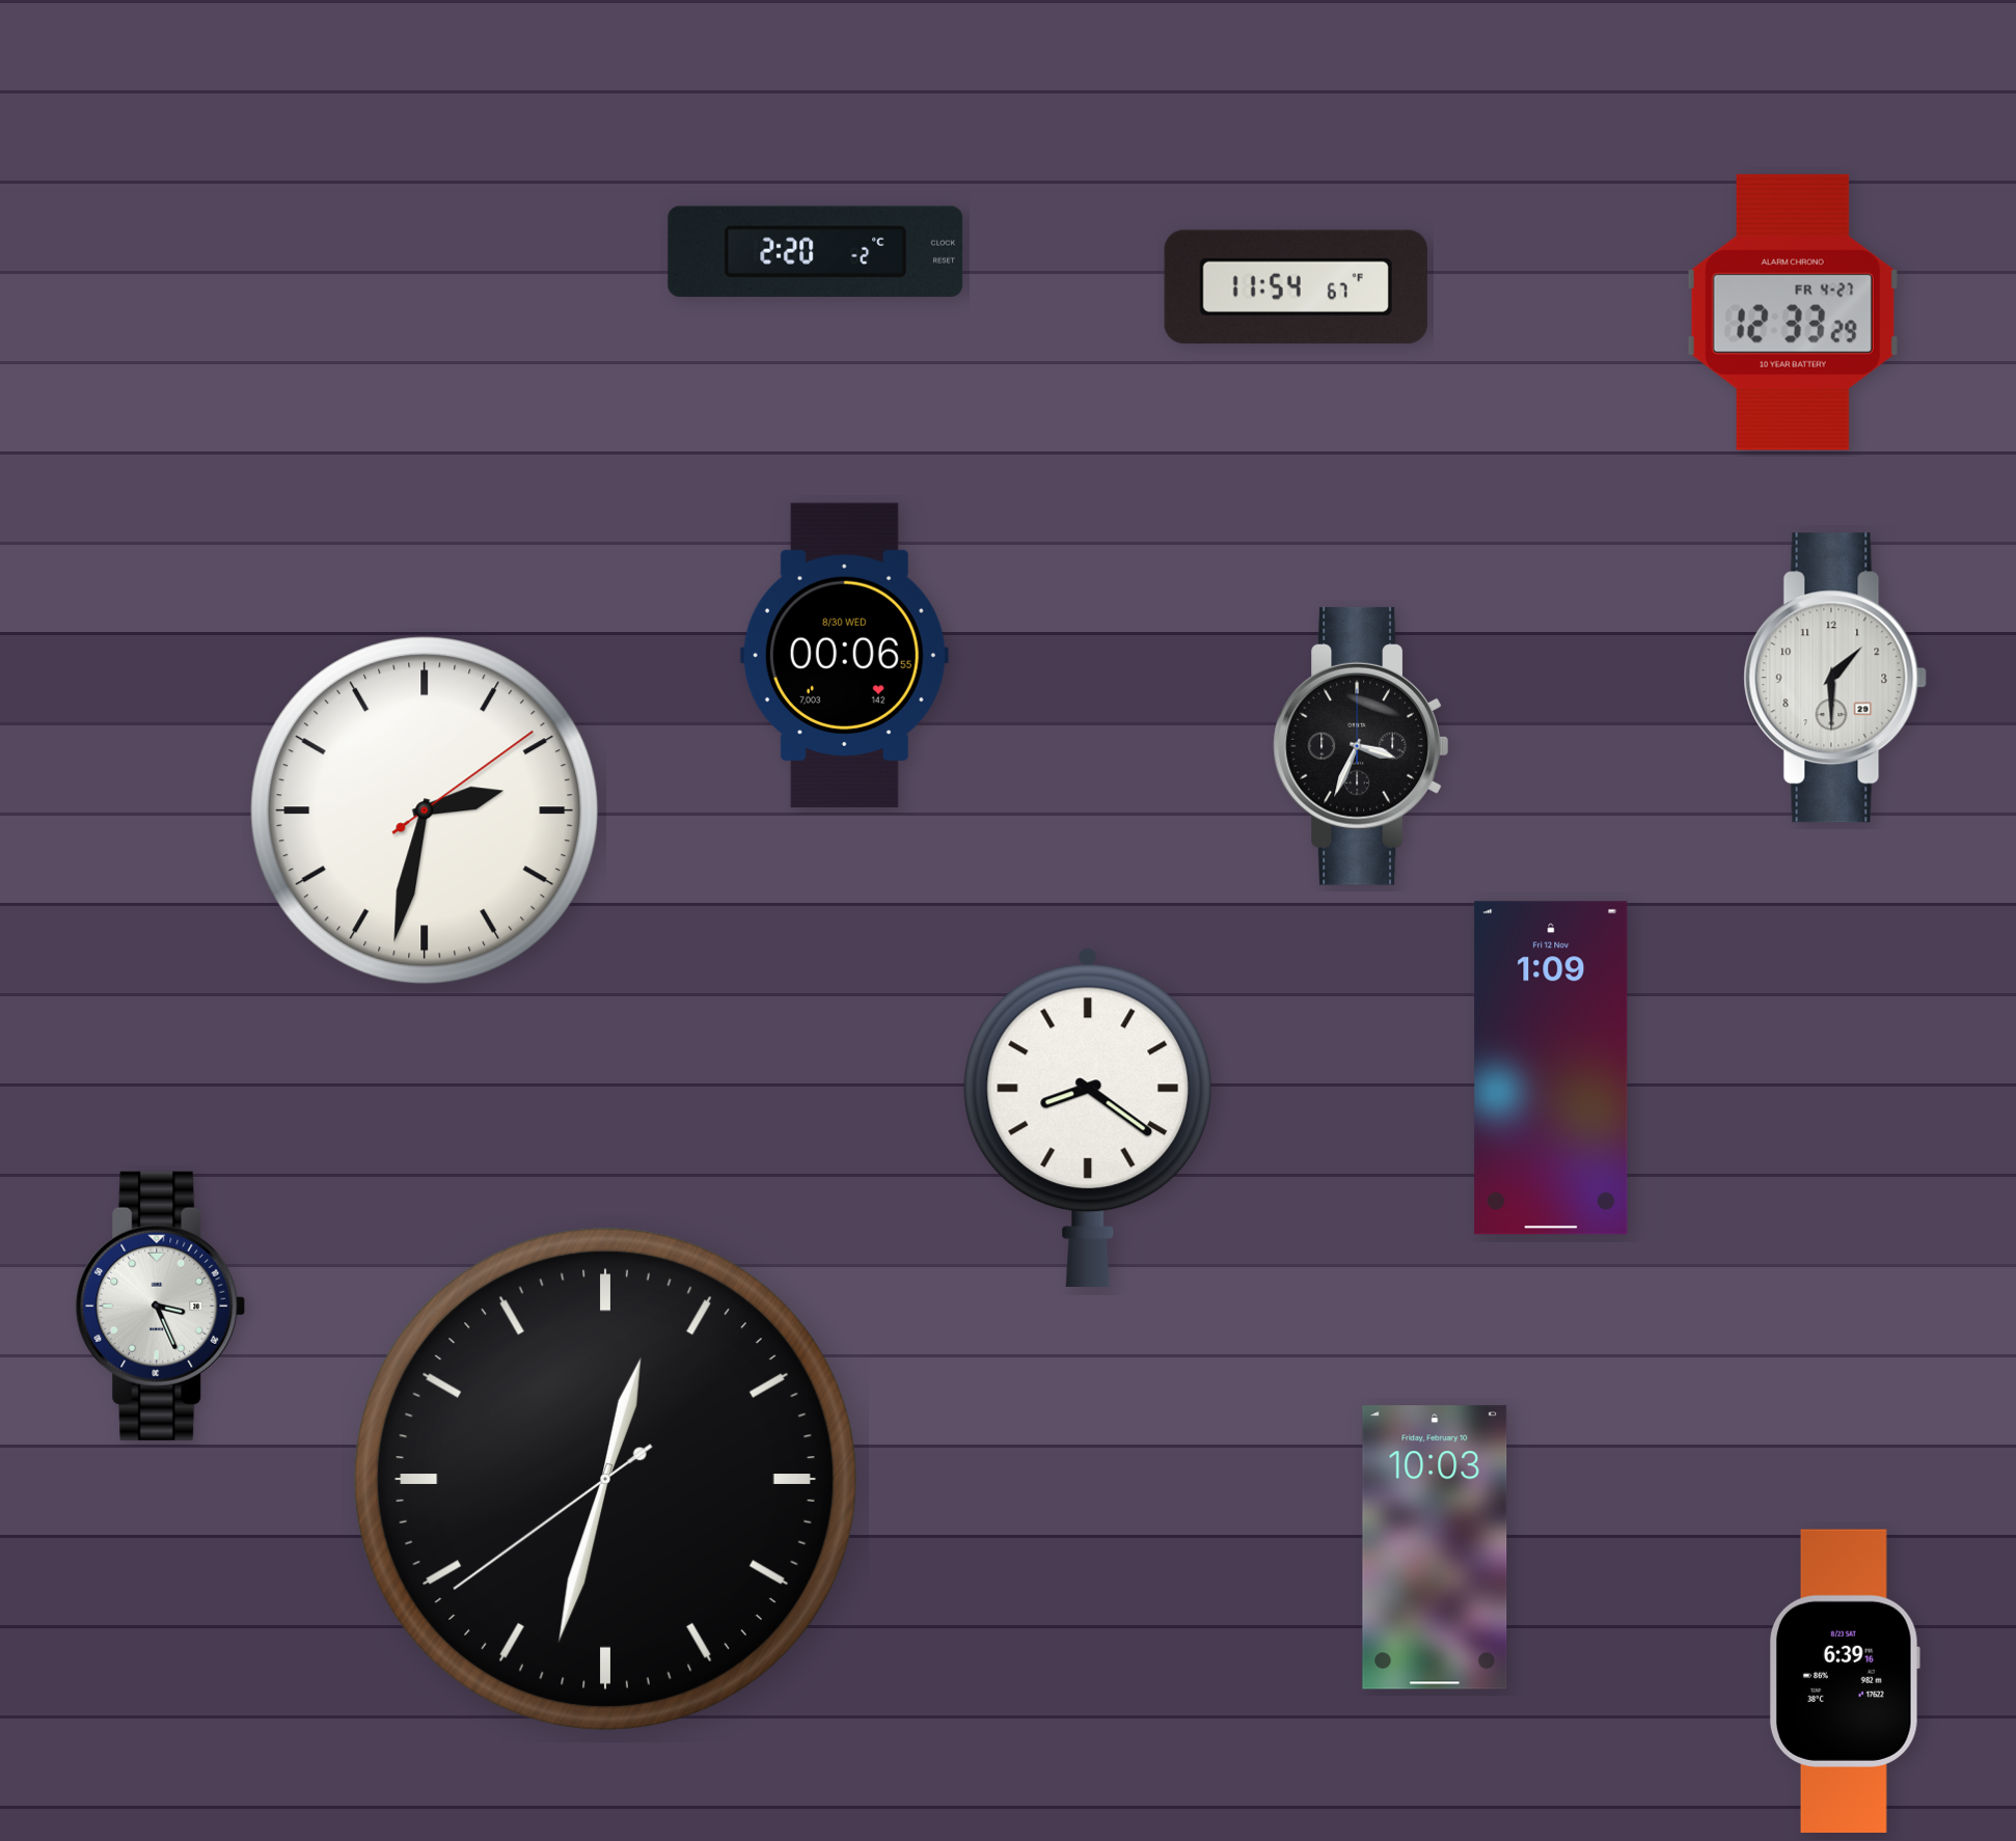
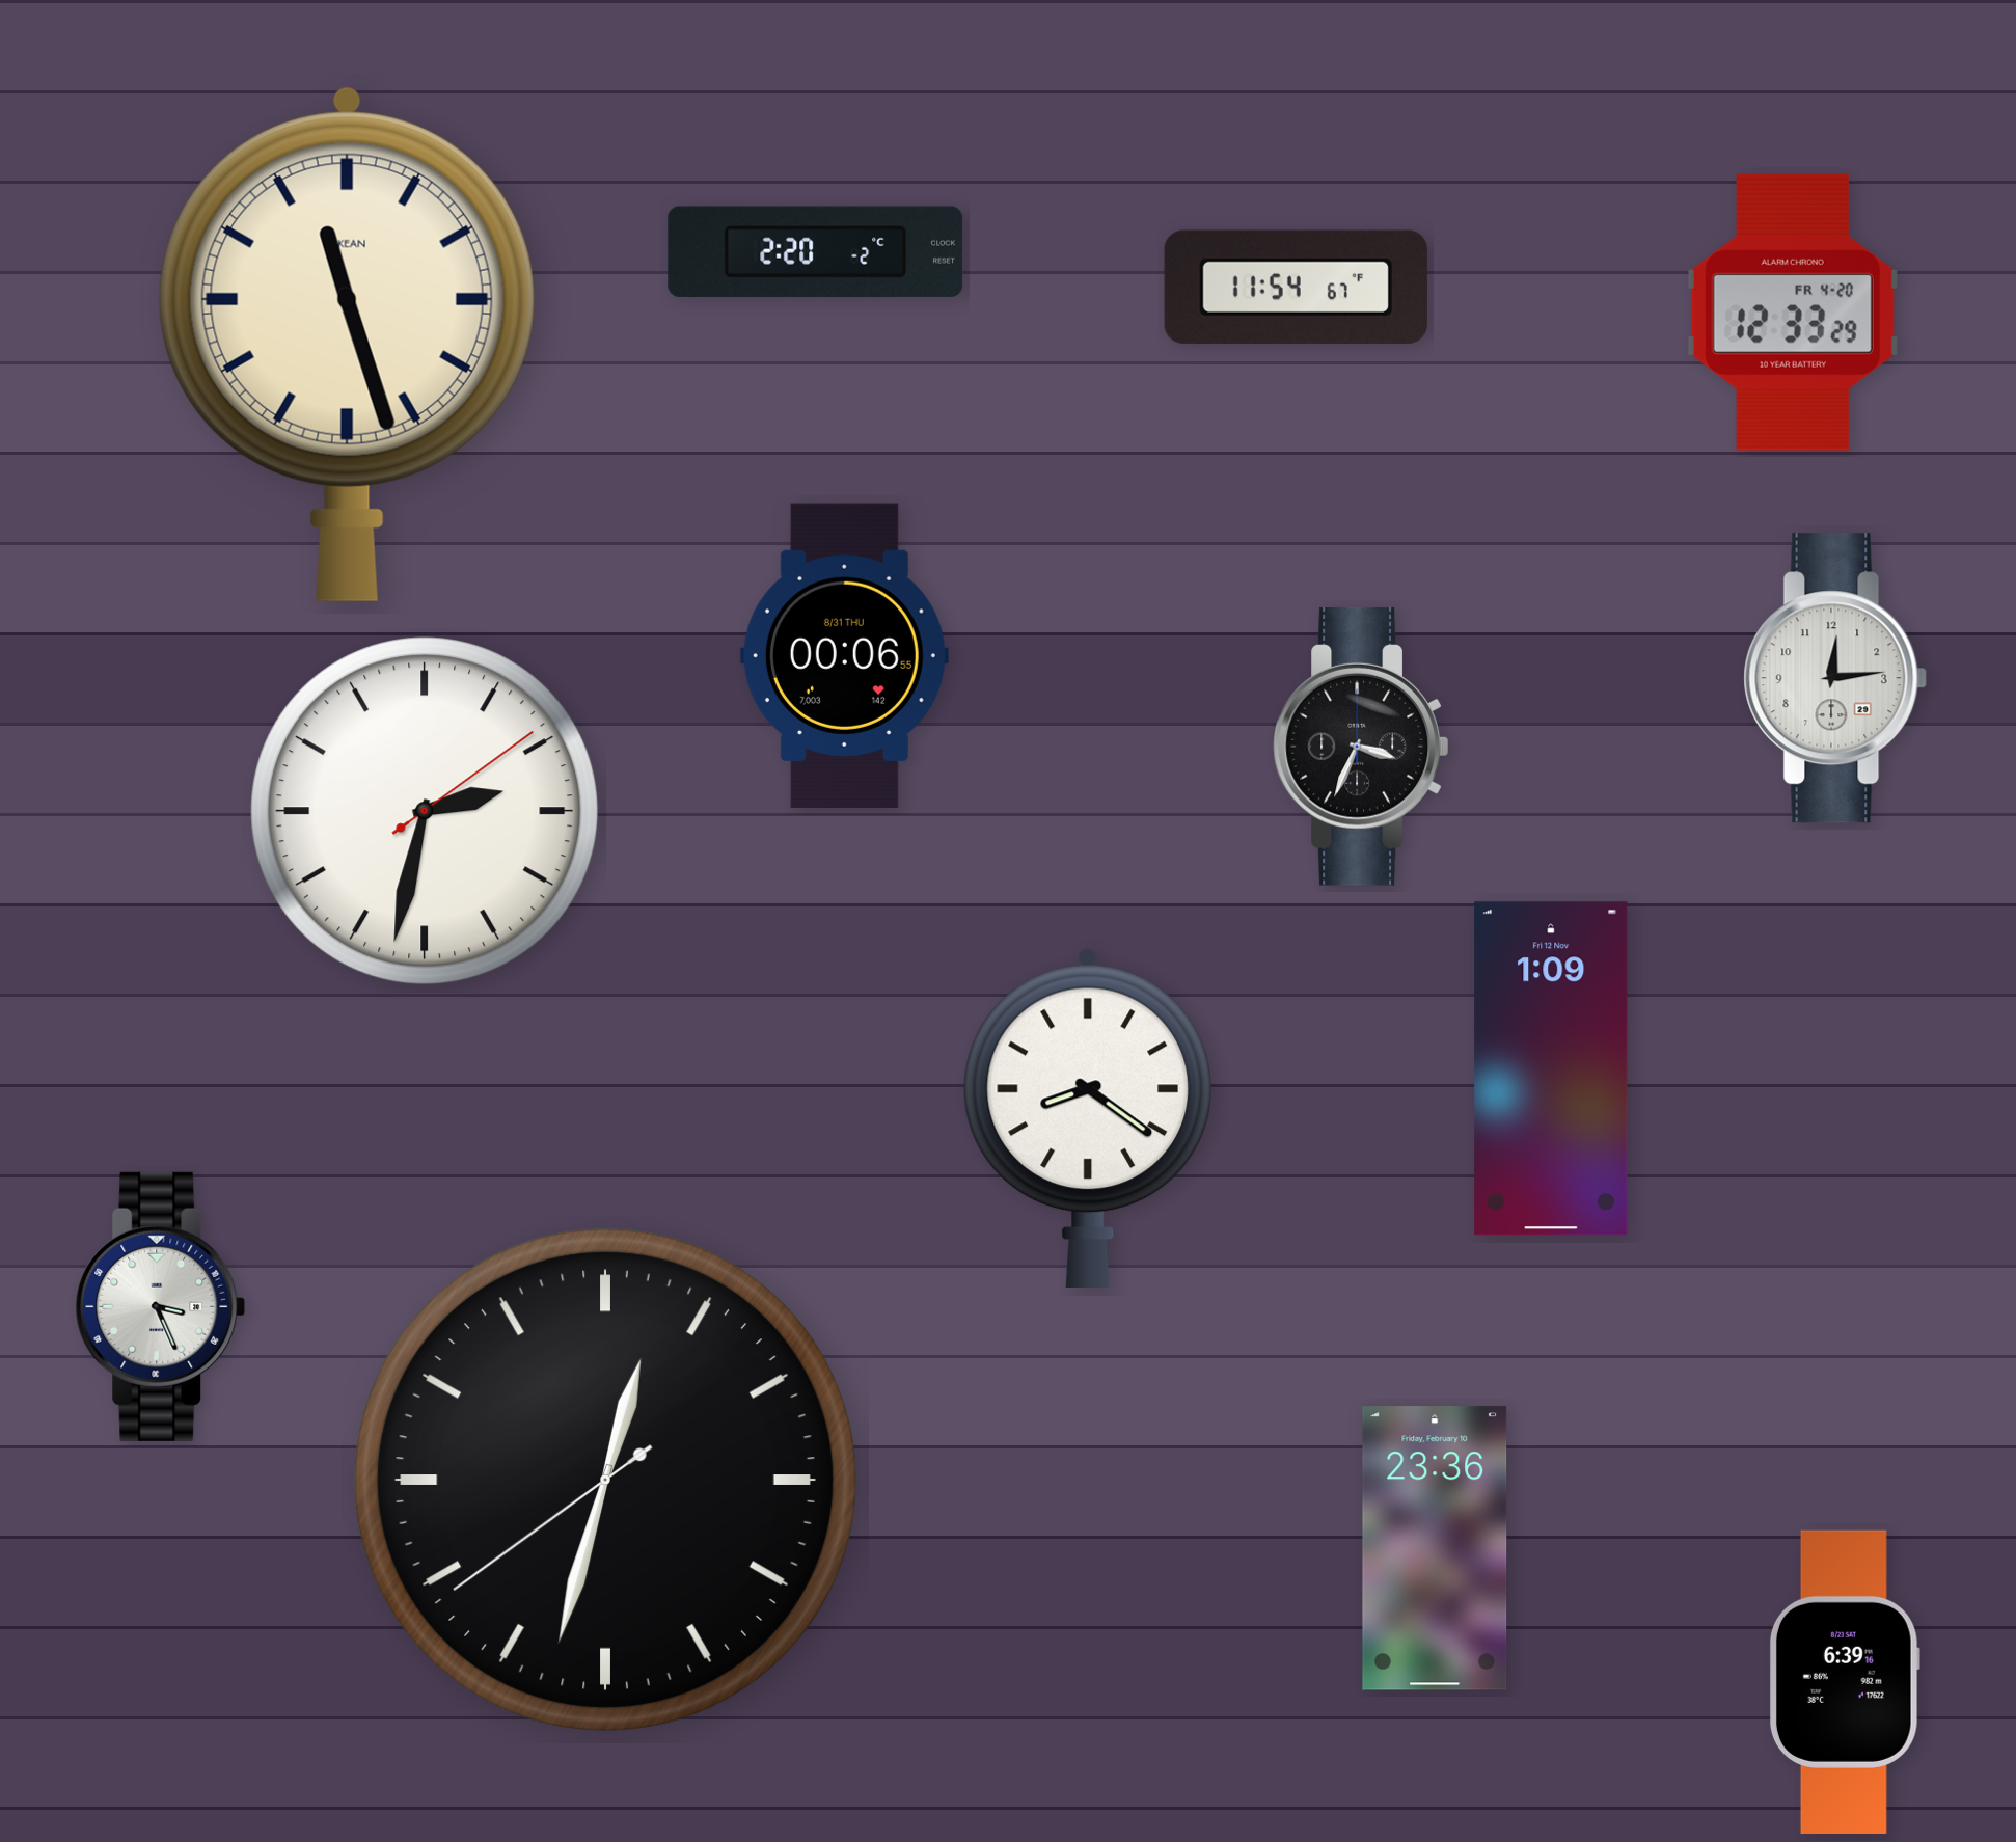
clock at (1793, 312) date: FR 4-27 -> FR 4-20
clock at (347, 344): none -> 11:27
clock at (844, 655) date: 8/30 WED -> 8/31 THU
clock at (1835, 678): 1:30 -> 12:14
clock at (1435, 1547): 10:03 -> 23:36
